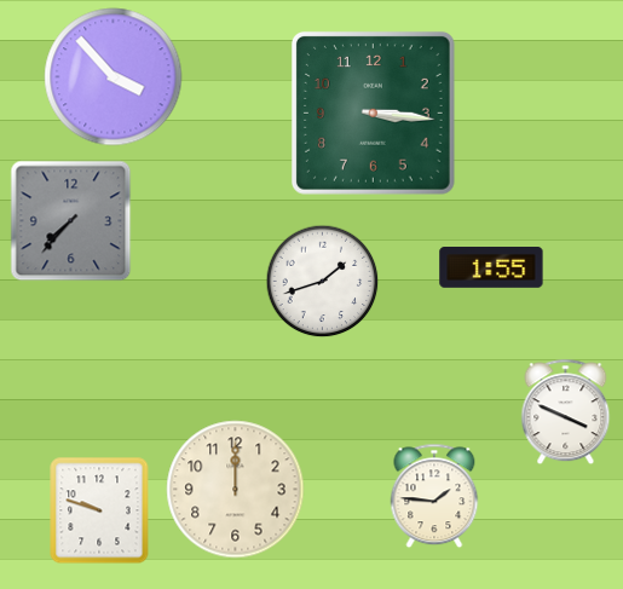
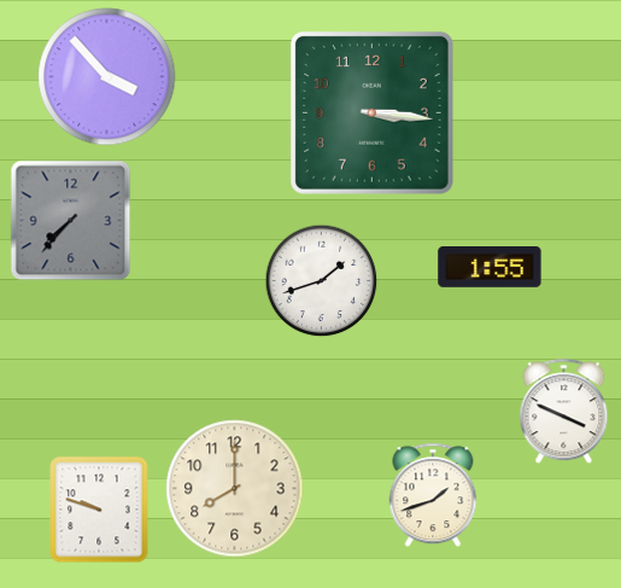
clock at (114, 77) position: (114, 77) -> (107, 77)
clock at (236, 490): 12:00 -> 8:00
clock at (434, 496): 1:46 -> 1:42
